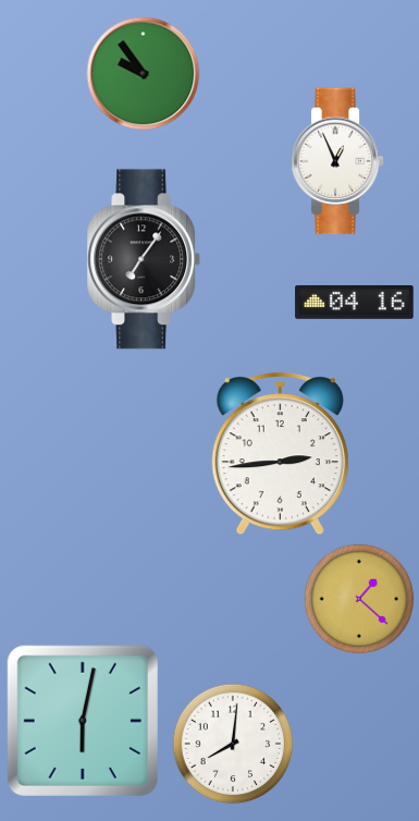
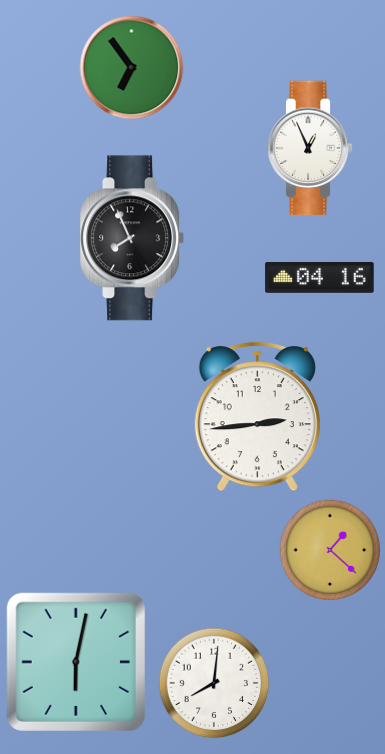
clock at (144, 74): 9:54 -> 6:54
clock at (144, 259): 7:06 -> 7:56
clock at (355, 303) position: (355, 303) -> (320, 278)
